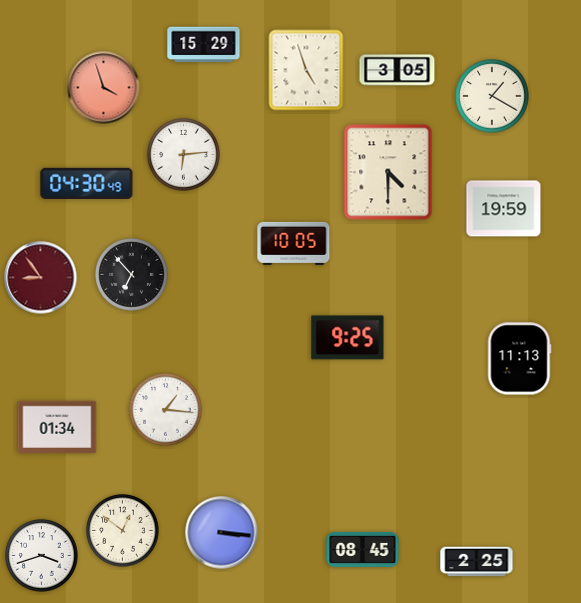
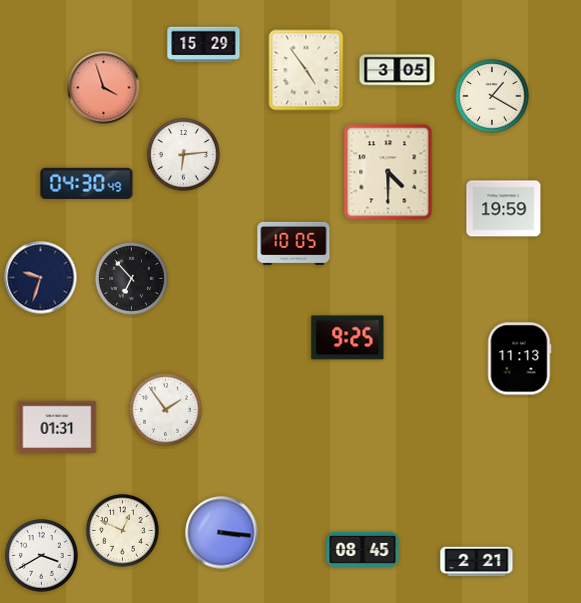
clock at (306, 70): 4:57 -> 4:54
clock at (132, 275) position: (132, 275) -> (132, 279)
clock at (41, 278): 8:54 -> 9:33
clock at (41, 278) dial: burgundy -> navy
clock at (166, 410): 1:16 -> 1:54
clock at (57, 426): 01:34 -> 01:31
clock at (123, 531): 12:51 -> 12:49
clock at (42, 556): 3:42 -> 3:40
clock at (477, 562): 2:25 -> 2:21
